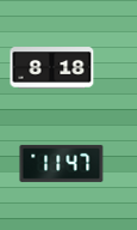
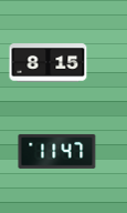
clock at (52, 68): 8:18 -> 8:15
